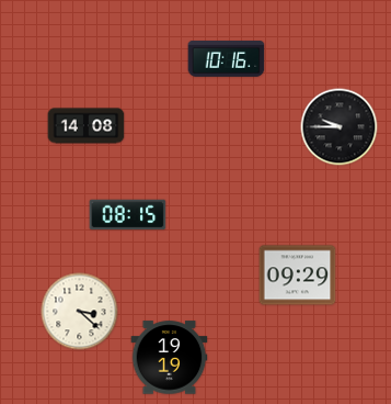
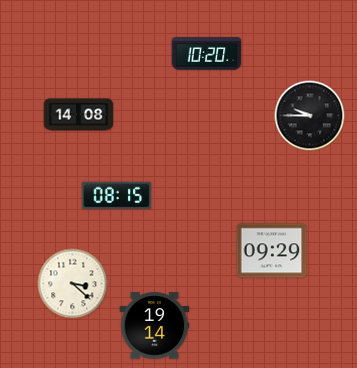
clock at (227, 59): 10:16 -> 10:20
clock at (170, 358): 19:19 -> 19:14
